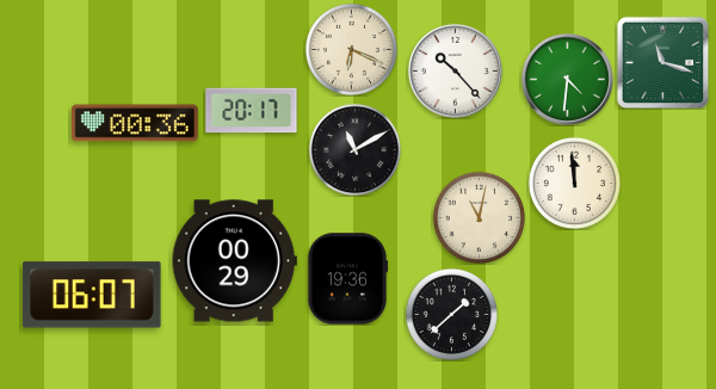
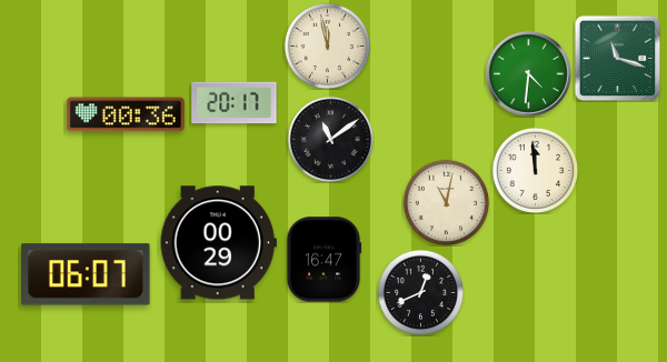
clock at (351, 49): 6:19 -> 11:58
clock at (455, 70): 10:23 -> none
clock at (354, 149): 11:10 -> 11:09
clock at (347, 279): 19:36 -> 16:47
clock at (451, 314): 1:38 -> 12:41
